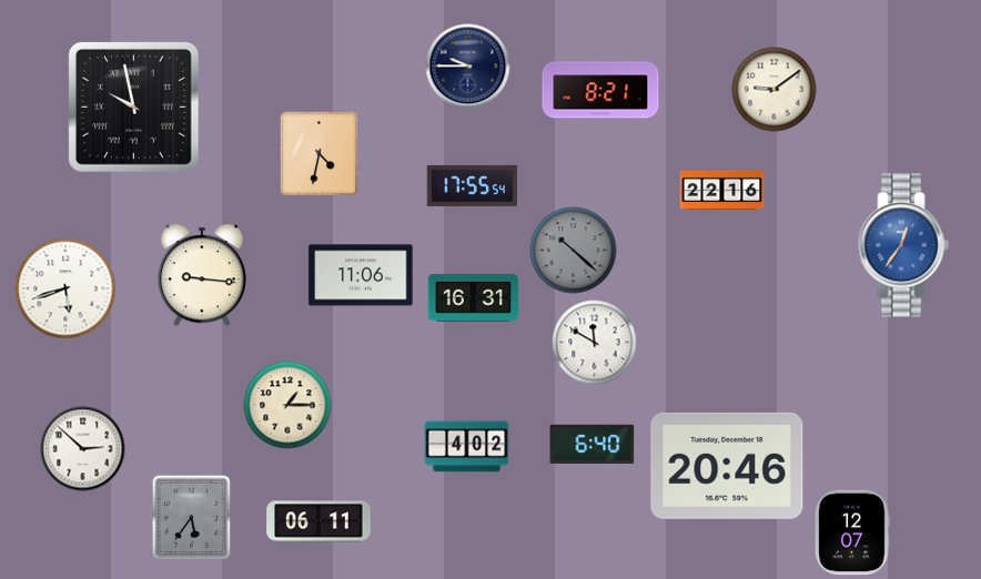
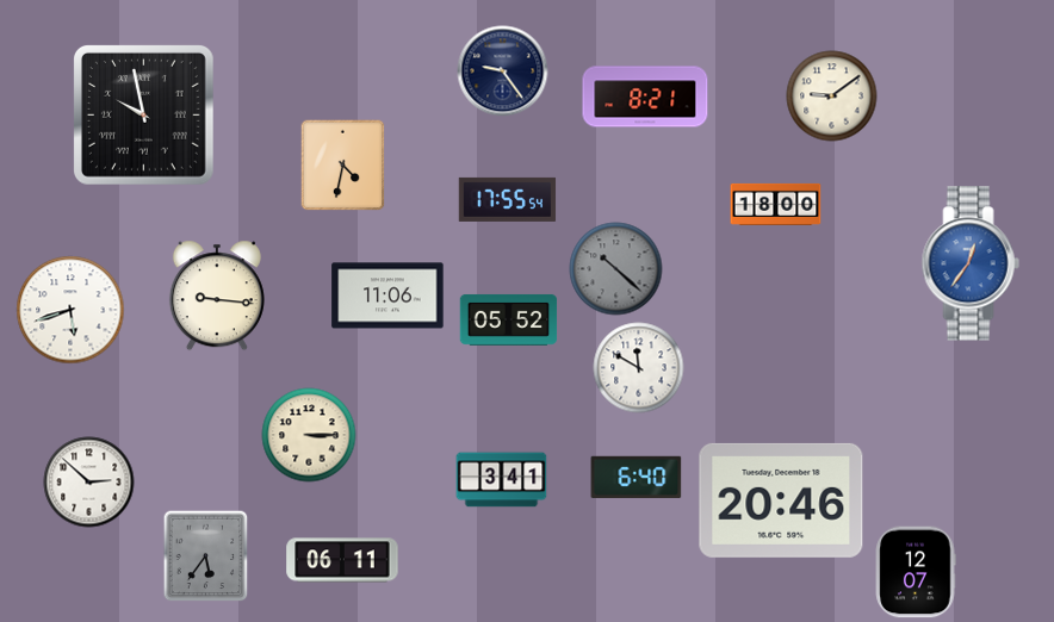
clock at (468, 67): 9:45 -> 9:24
clock at (722, 190): 22:16 -> 18:00
clock at (474, 297): 16:31 -> 05:52
clock at (287, 405): 1:15 -> 3:15
clock at (467, 447): 4:02 -> 3:41
